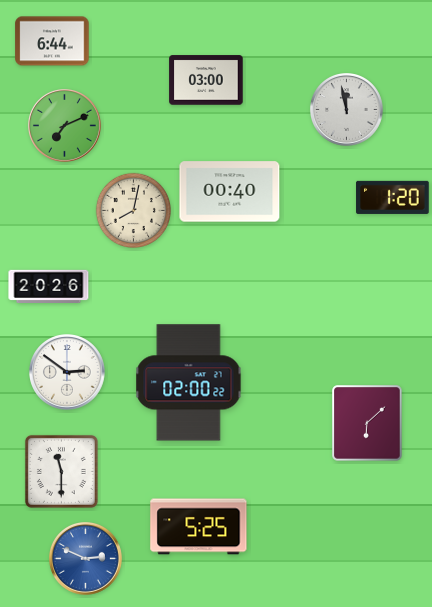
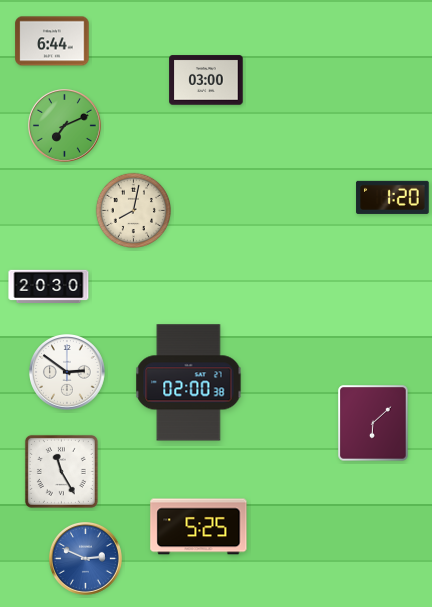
clock at (347, 110): 11:58 -> none
clock at (230, 192): 00:40 -> none
clock at (49, 286): 20:26 -> 20:30
clock at (189, 383): 02:00:22 -> 02:00:38
clock at (367, 423) position: (367, 423) -> (373, 423)
clock at (61, 471): 11:30 -> 11:25
